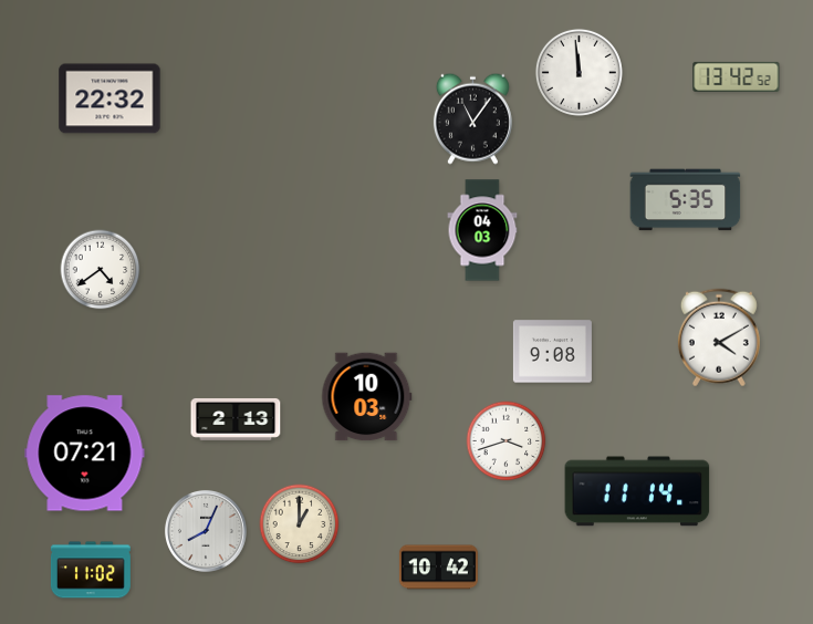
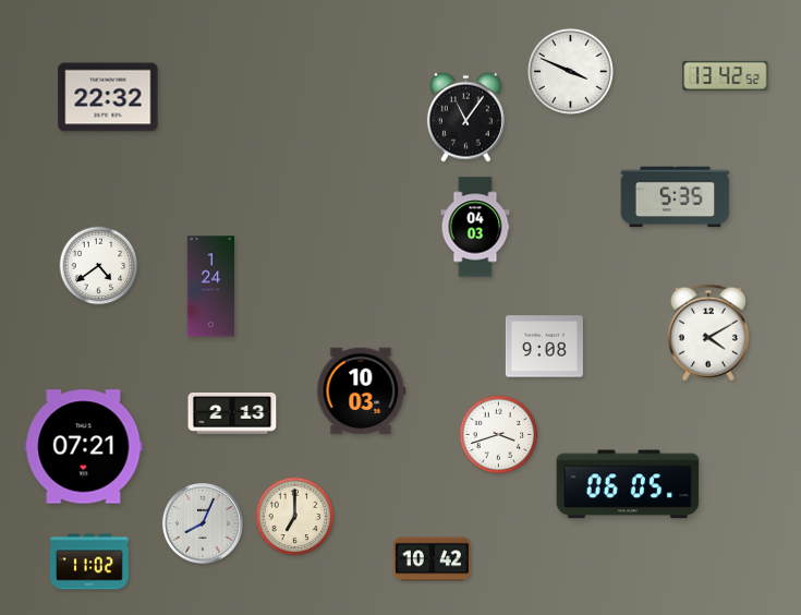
clock at (579, 72): 11:59 -> 3:49
clock at (211, 287): none -> 1:24
clock at (637, 491): 11:14 -> 06:05
clock at (300, 524): 1:00 -> 7:00
